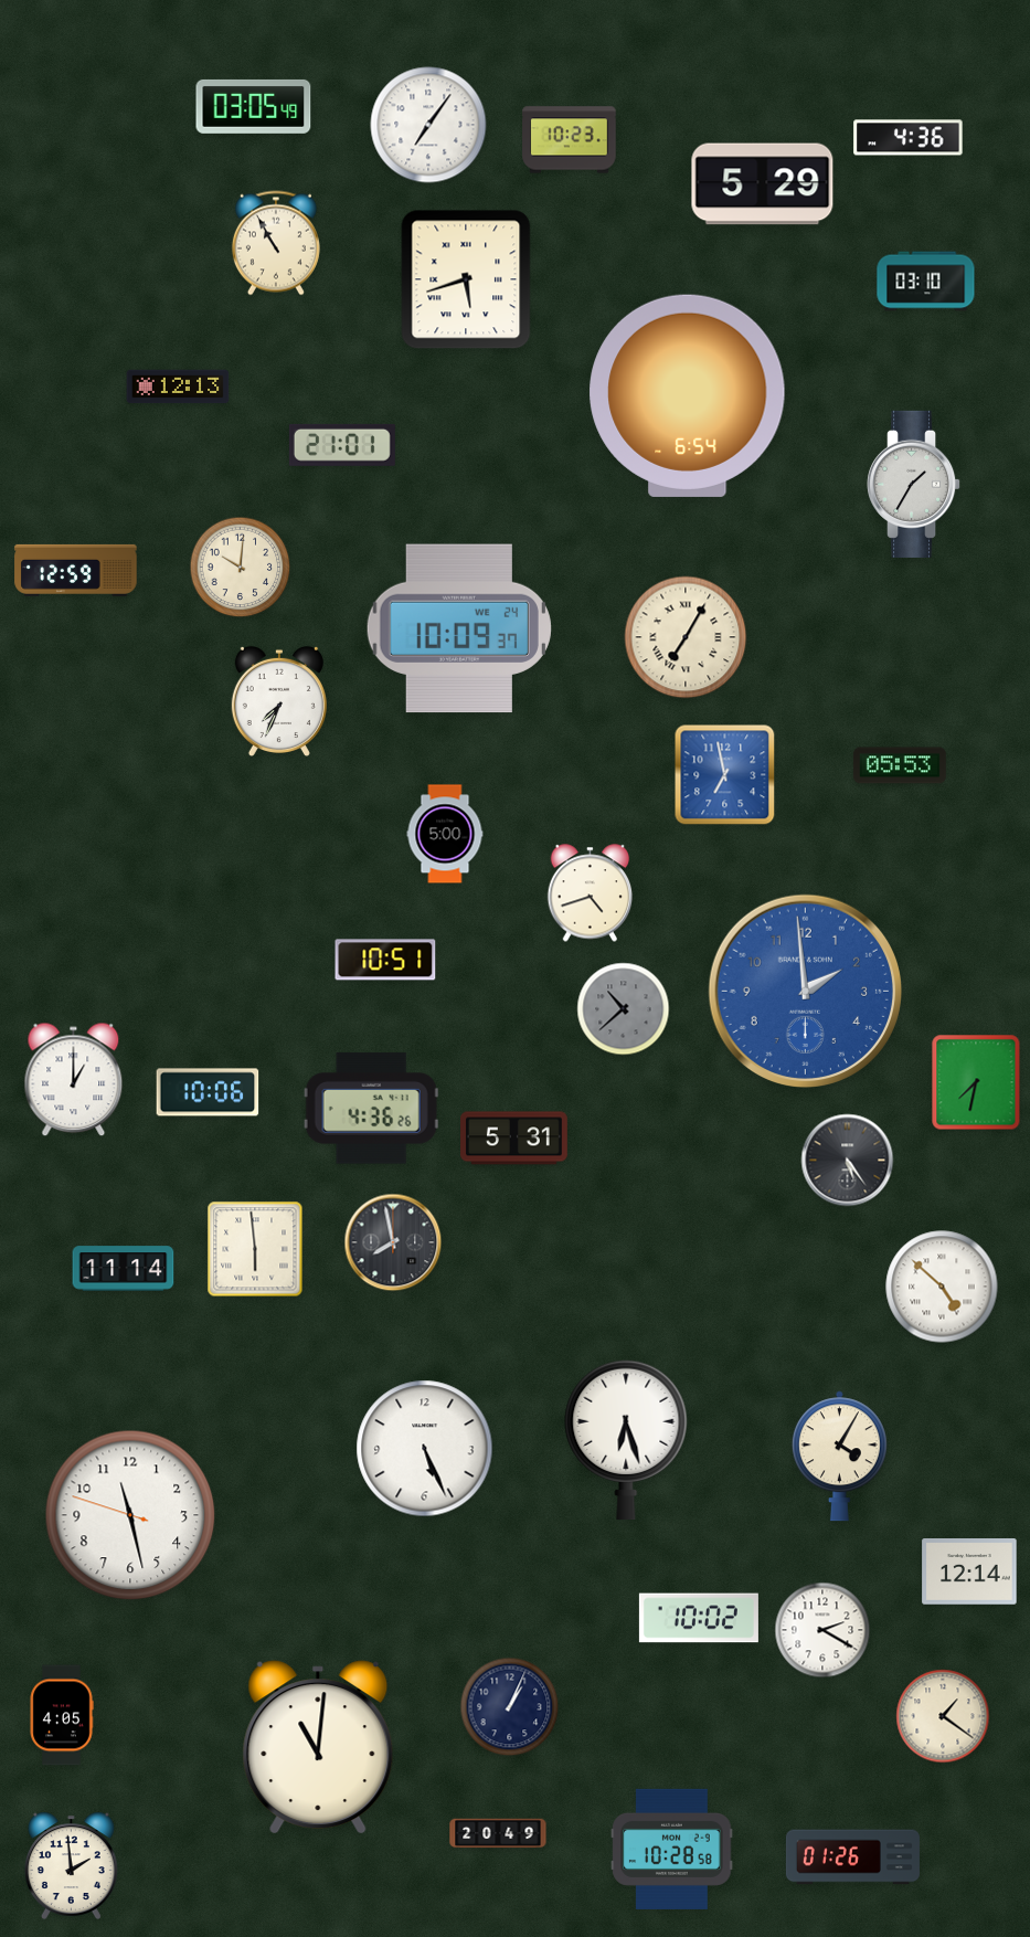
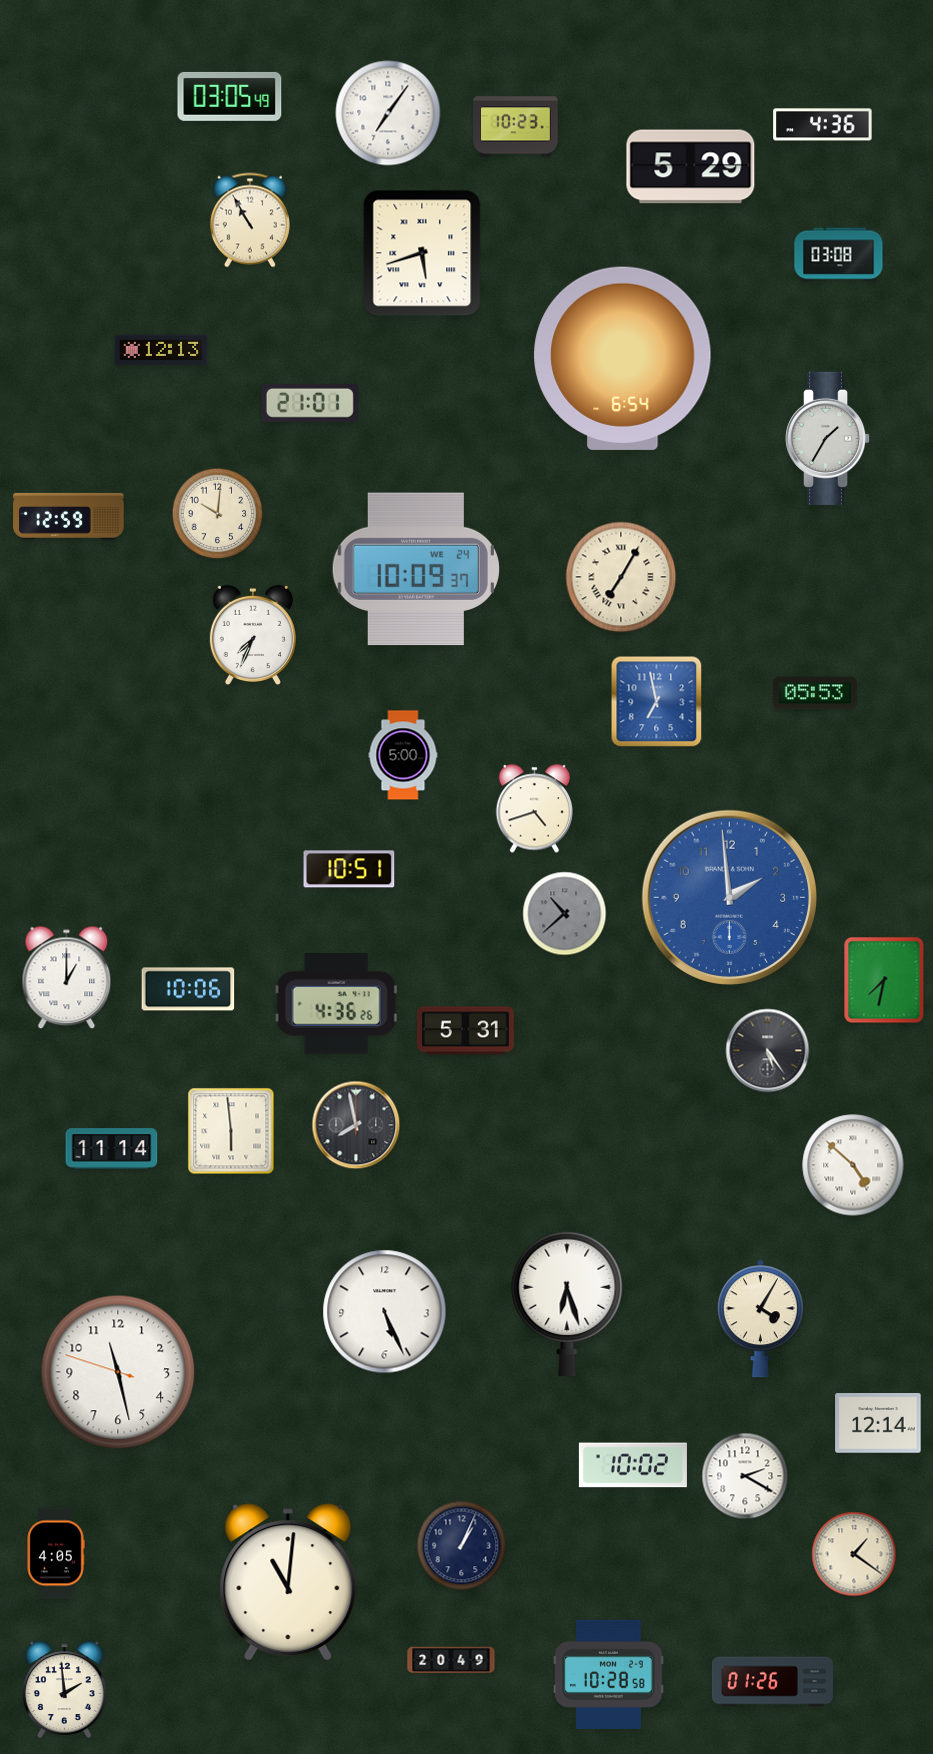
clock at (926, 282): 03:10 -> 03:08
